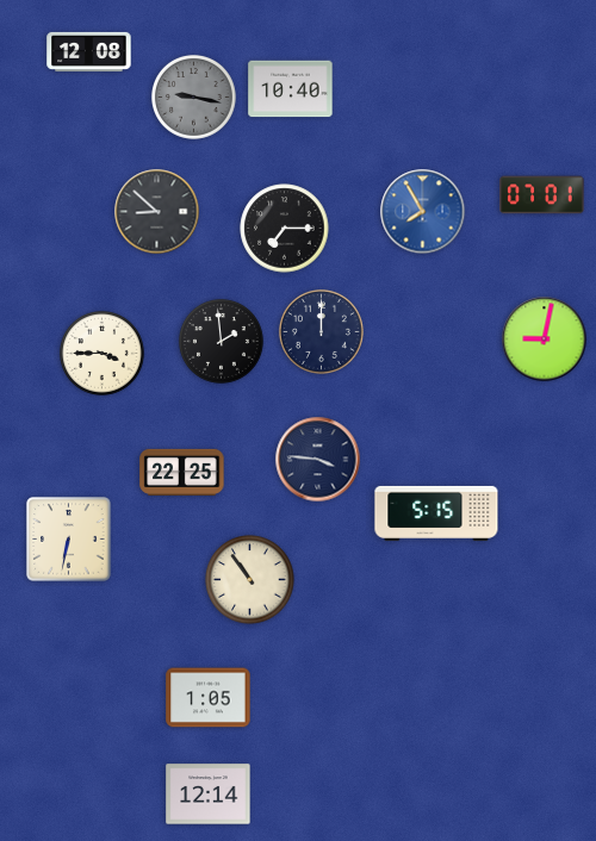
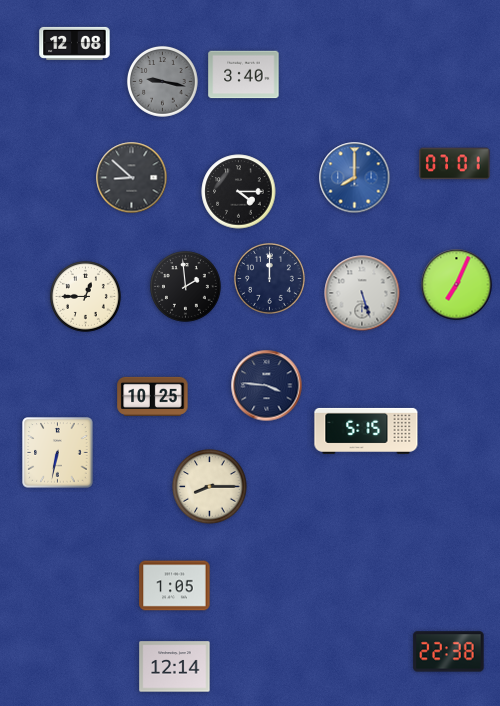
clock at (291, 89): 10:40 -> 3:40
clock at (423, 212): 7:55 -> 8:00
clock at (285, 229): 7:15 -> 4:15
clock at (545, 339): 9:02 -> 7:04
clock at (362, 293): none -> 5:27
clock at (101, 353): 3:45 -> 12:45
clock at (182, 472): 22:25 -> 10:25
clock at (250, 580): 10:54 -> 8:15
clock at (449, 652): none -> 22:38
